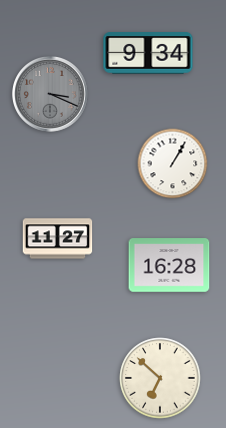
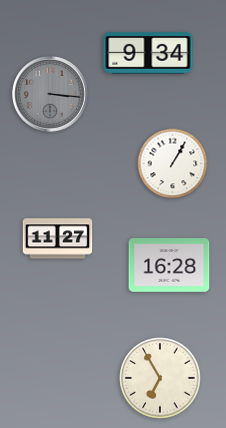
clock at (50, 94): 3:19 -> 3:16
clock at (160, 378): 6:52 -> 6:55
